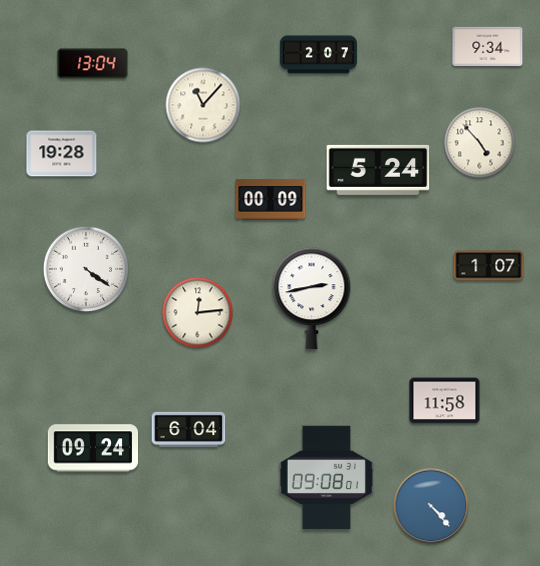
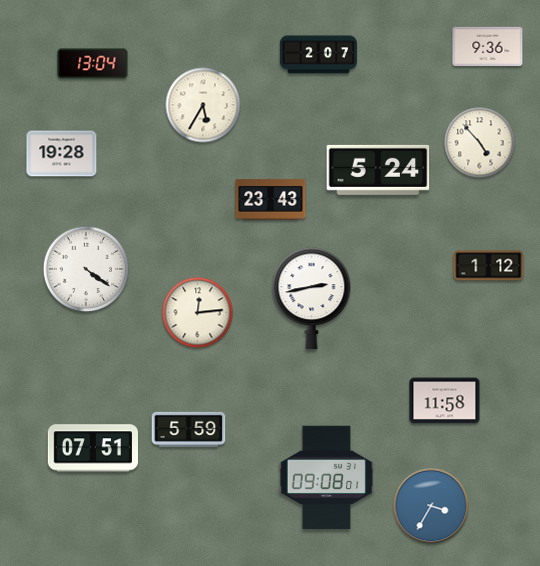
clock at (488, 46): 9:34 -> 9:36
clock at (203, 105): 11:07 -> 5:35
clock at (271, 200): 00:09 -> 23:43
clock at (489, 266): 1:07 -> 1:12
clock at (189, 429): 6:04 -> 5:59
clock at (92, 448): 09:24 -> 07:51
clock at (431, 506): 4:23 -> 3:35
